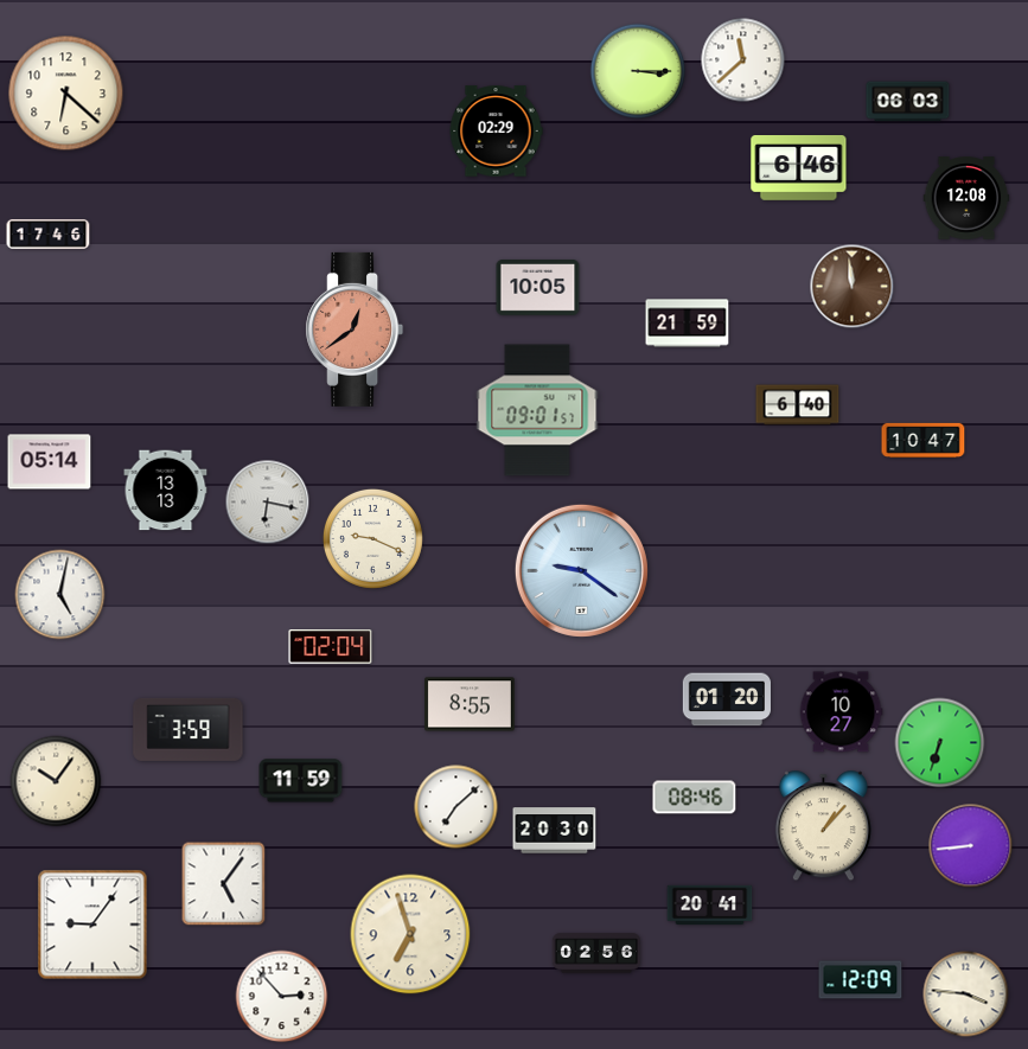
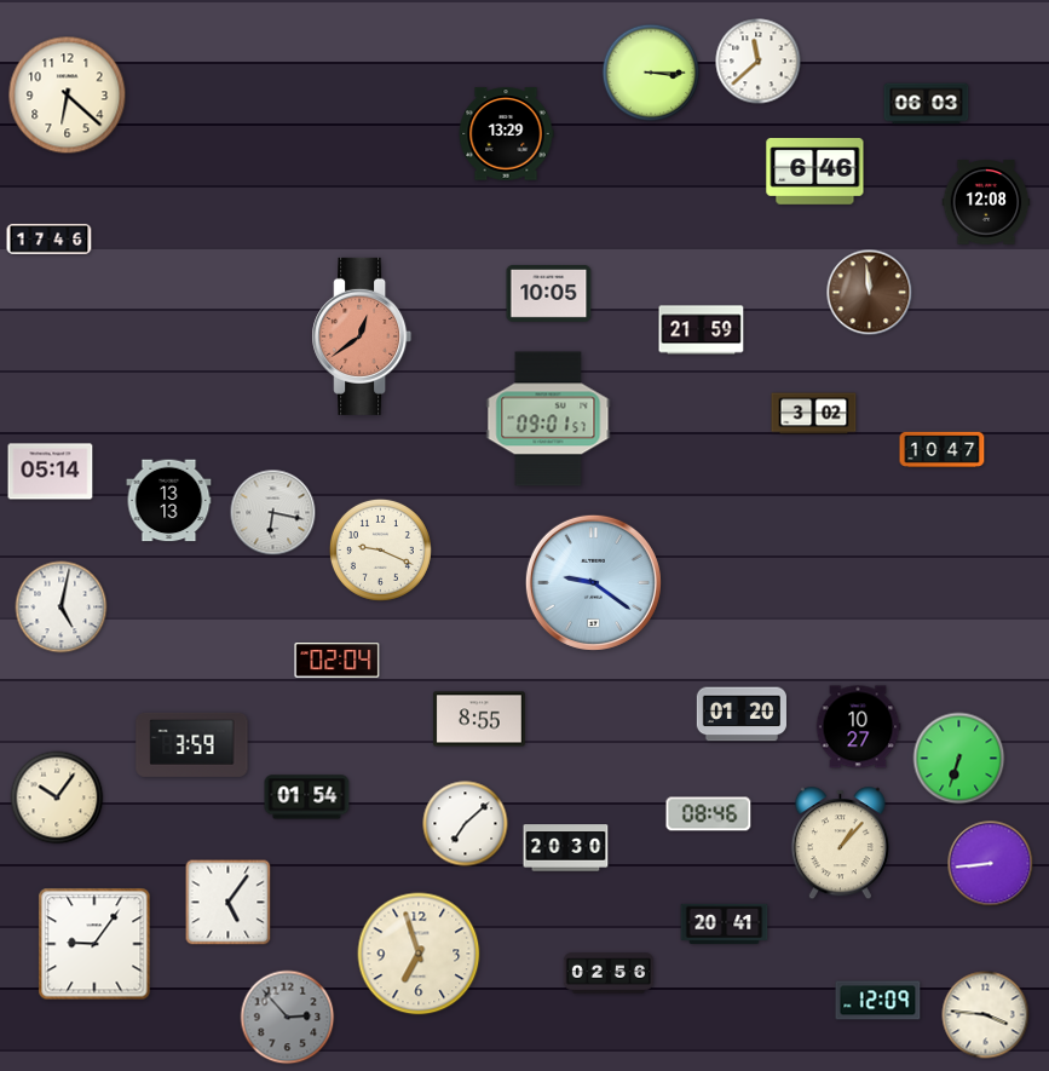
clock at (496, 132): 02:29 -> 13:29
clock at (798, 405): 6:40 -> 3:02
clock at (301, 781): 11:59 -> 01:54
clock at (282, 997) dial: white -> grey
